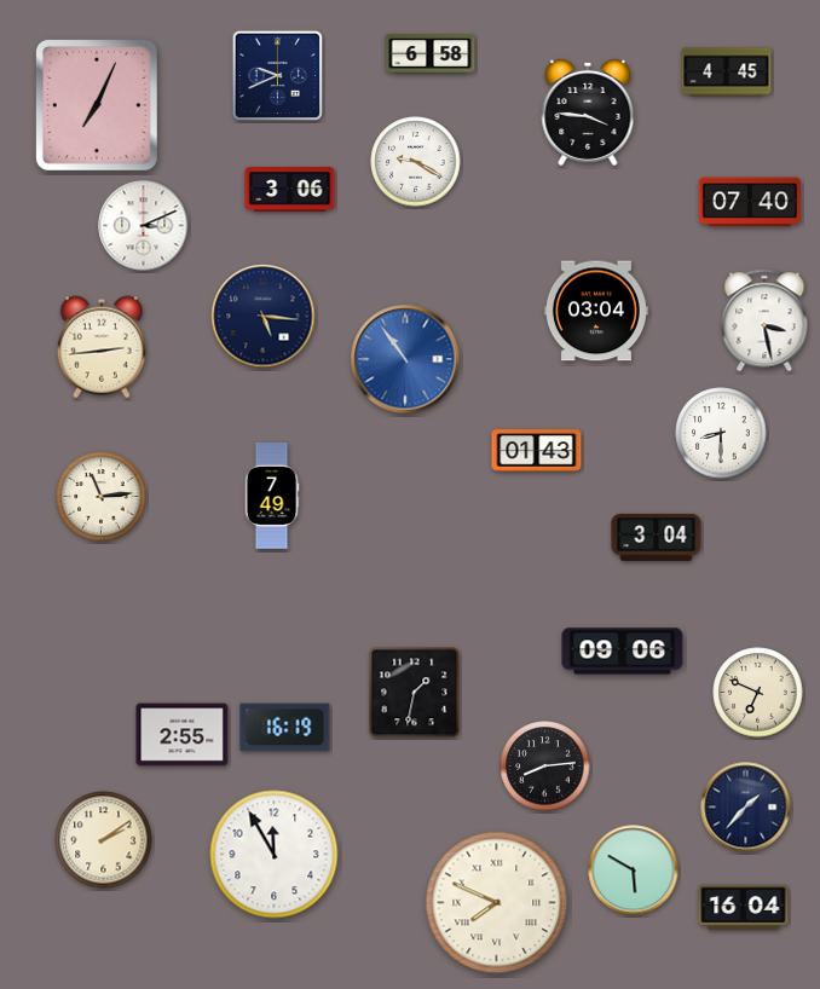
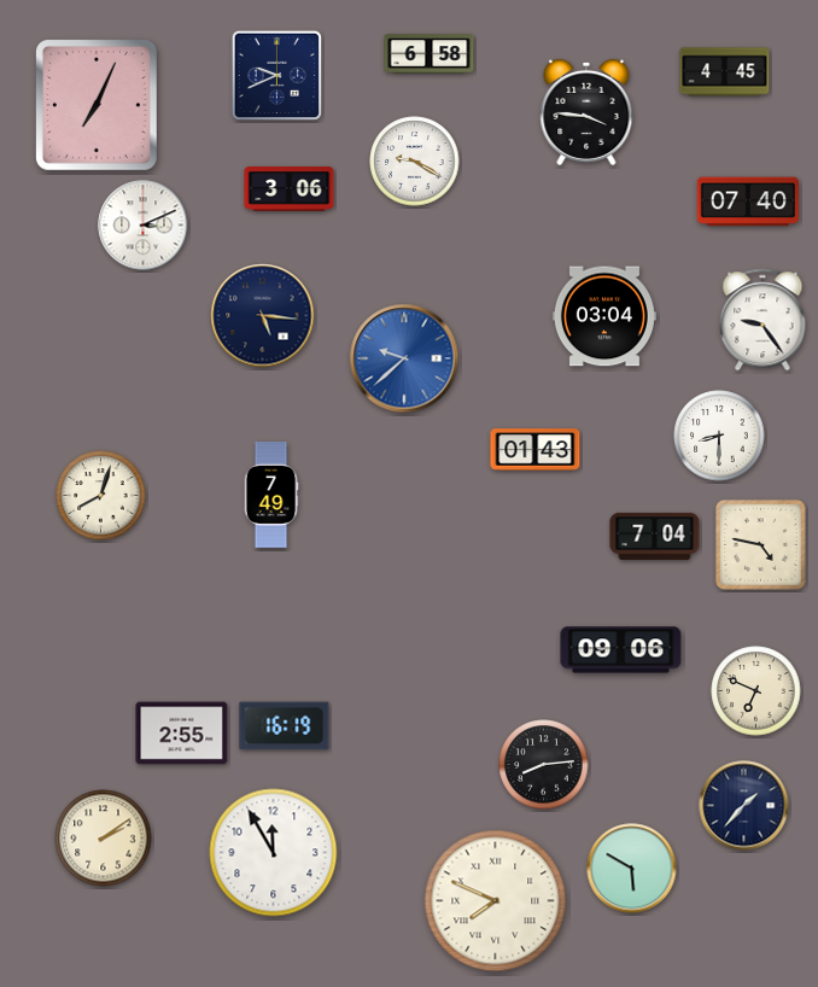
clock at (596, 311) position: (596, 311) -> (604, 316)
clock at (764, 320): 3:28 -> 9:24
clock at (102, 347): 2:44 -> none
clock at (405, 359): 10:54 -> 9:38
clock at (721, 433) position: (721, 433) -> (719, 436)
clock at (102, 497): 11:14 -> 8:03
clock at (657, 537): 3:04 -> 7:04
clock at (761, 545): none -> 4:47
clock at (415, 693): 1:32 -> none
clock at (744, 908): 16:04 -> none
